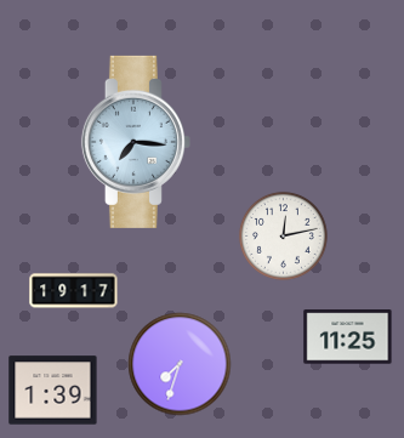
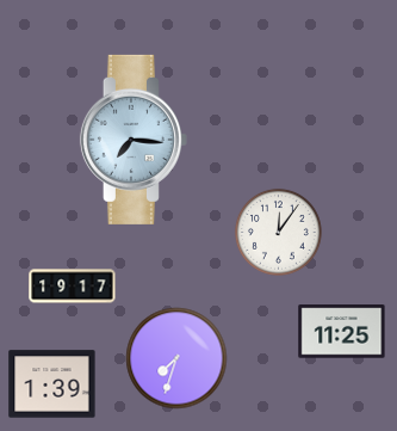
clock at (284, 237): 12:13 -> 12:06
